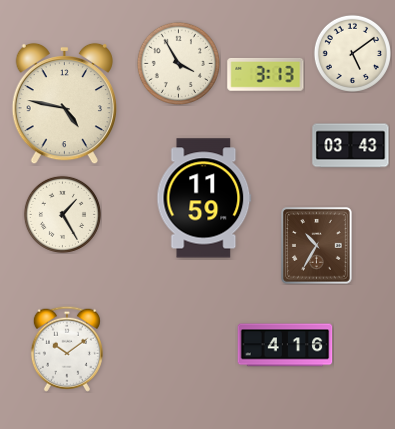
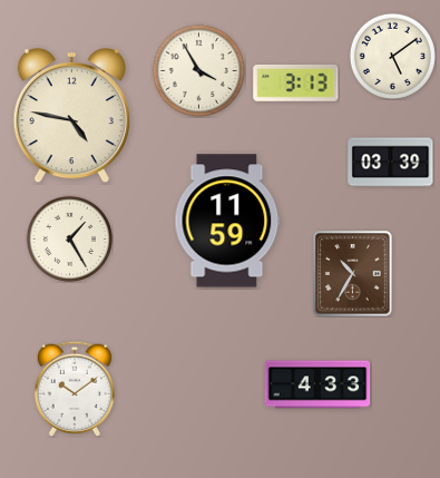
clock at (352, 53) position: (352, 53) -> (392, 56)
clock at (351, 146): 03:43 -> 03:39
clock at (285, 345): 4:16 -> 4:33
